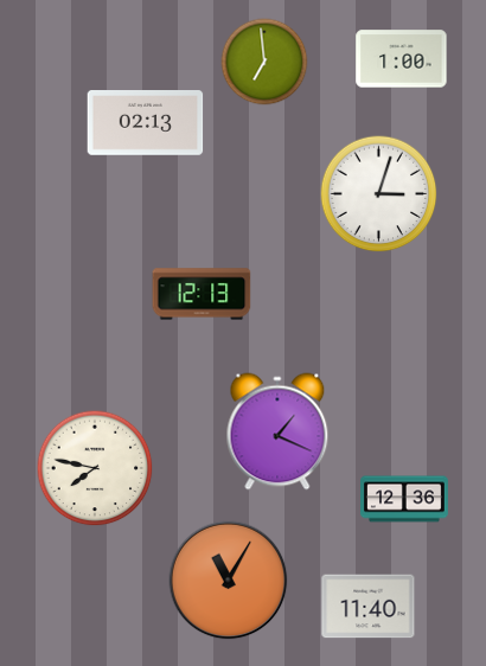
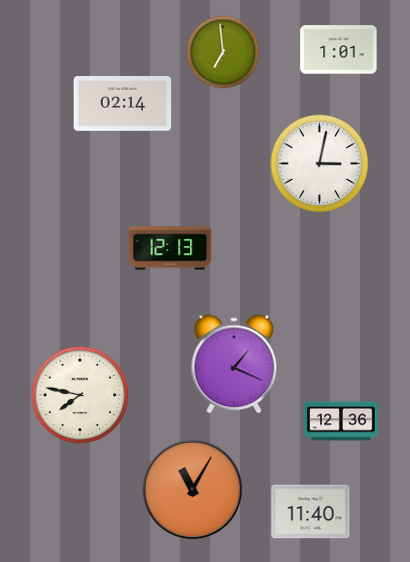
clock at (402, 59): 1:00 -> 1:01
clock at (146, 123): 02:13 -> 02:14
clock at (379, 194): 3:03 -> 3:02
